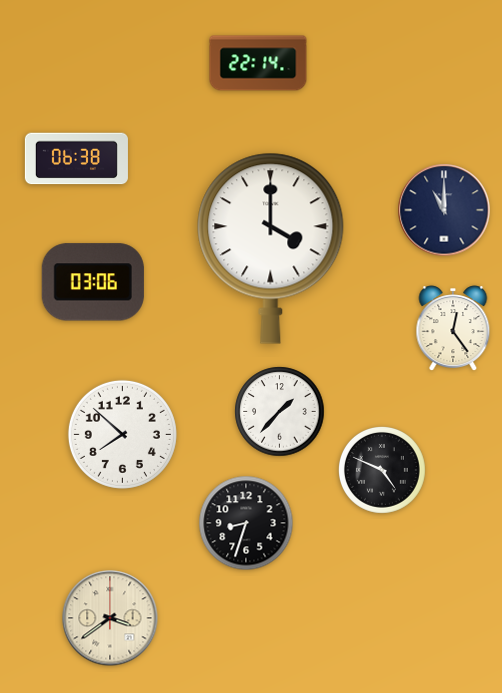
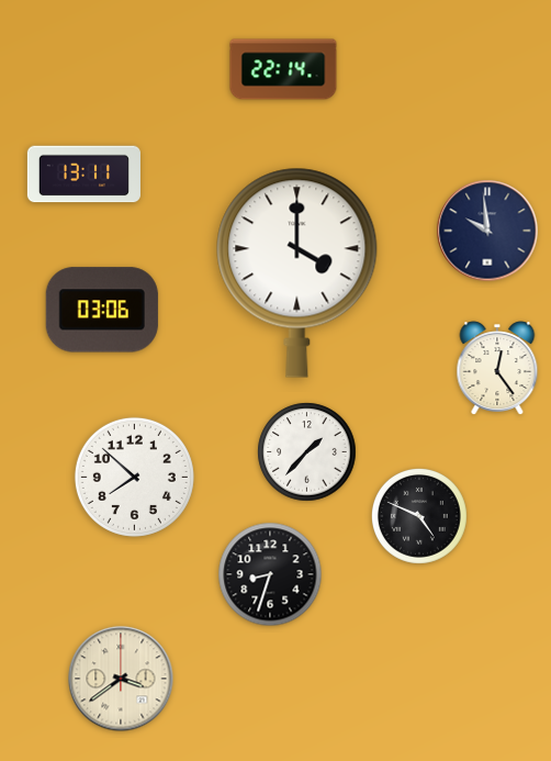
clock at (76, 159): 06:38 -> 13:11
clock at (444, 210): 11:00 -> 9:59
clock at (453, 328) position: (453, 328) -> (497, 368)
